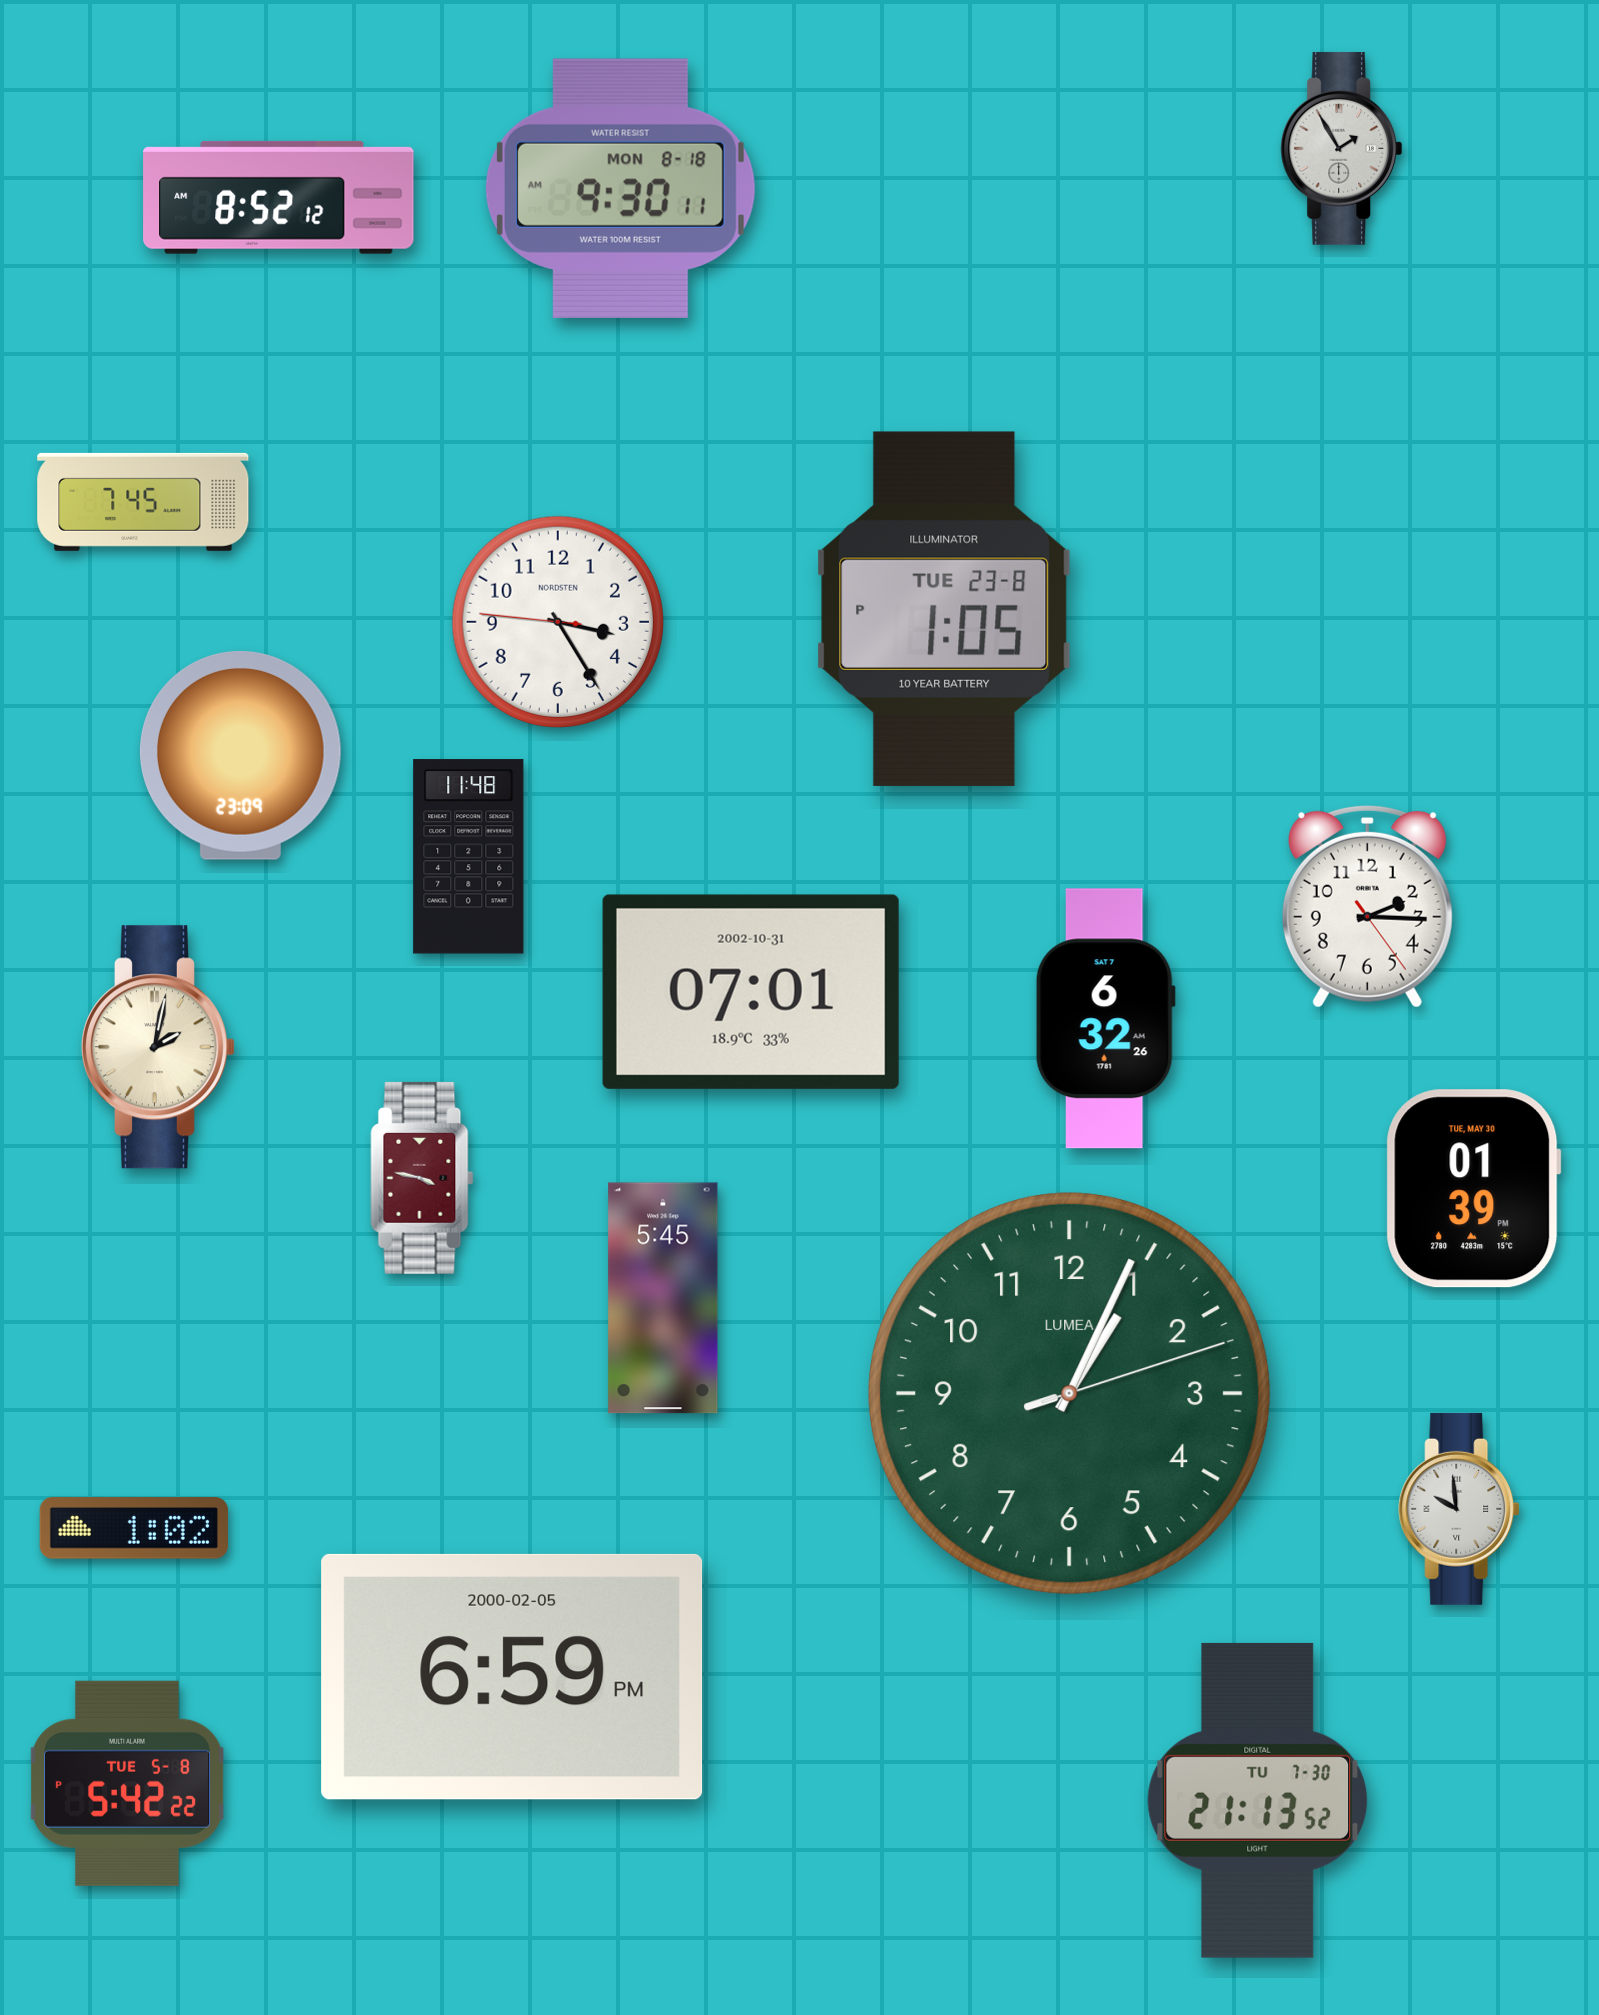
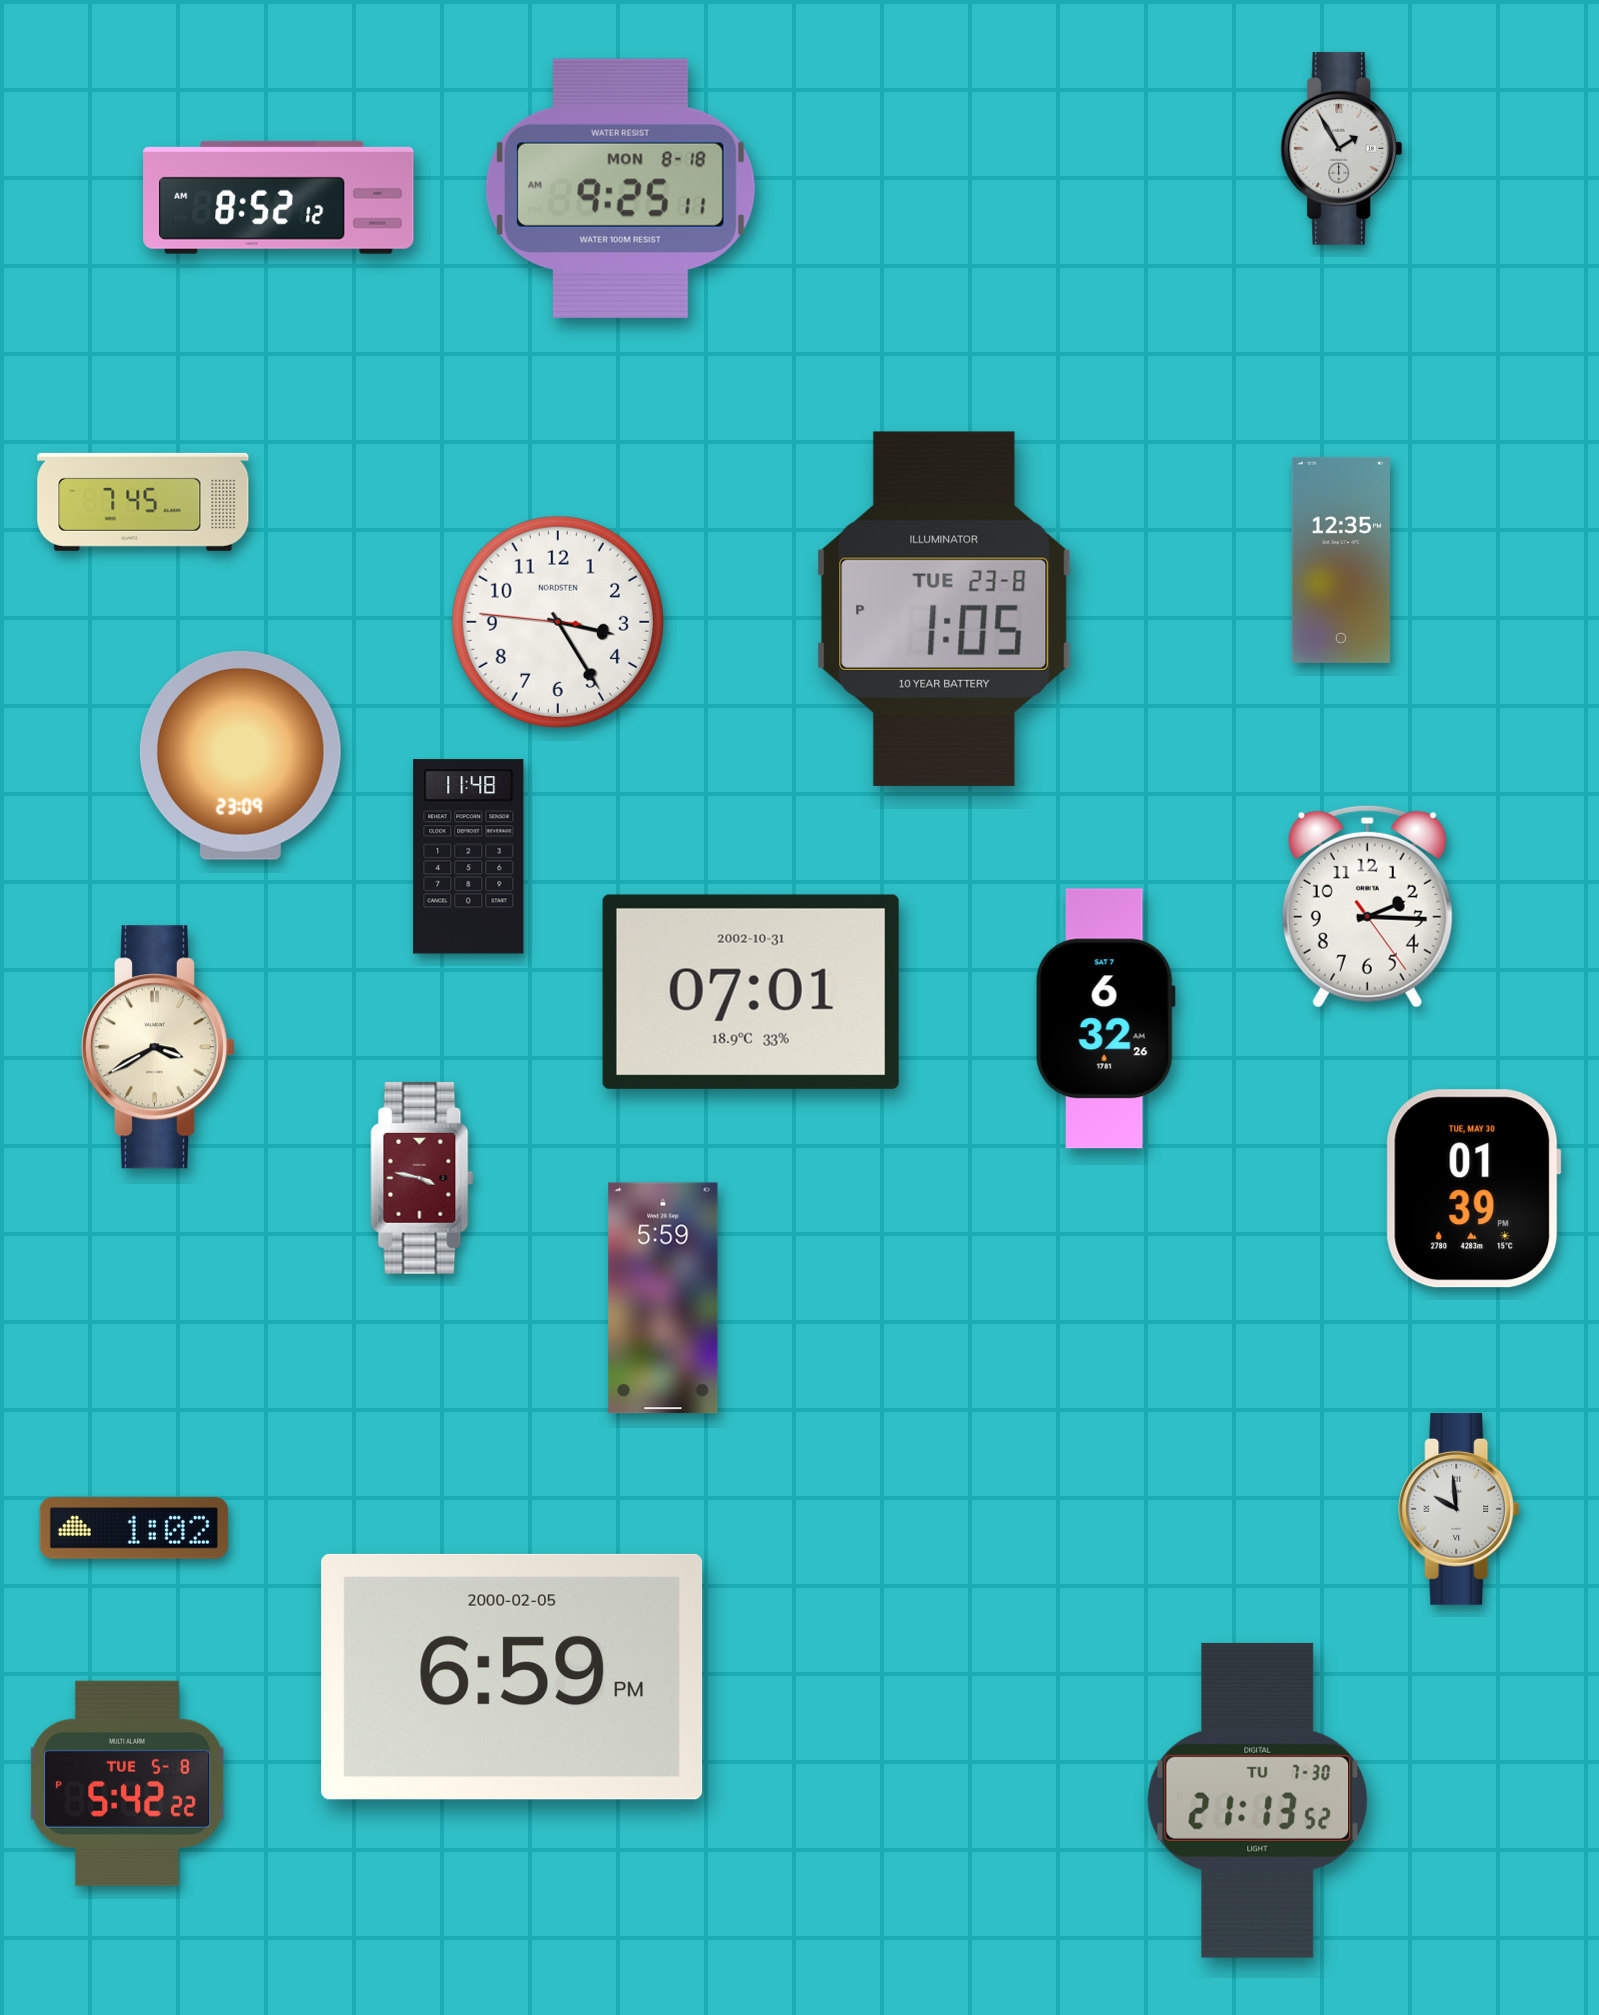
clock at (620, 188): 9:30 -> 9:25
clock at (1341, 560): none -> 12:35
clock at (158, 1047): 2:02 -> 3:40
clock at (663, 1298): 5:45 -> 5:59
clock at (1069, 1393): 1:04 -> none
